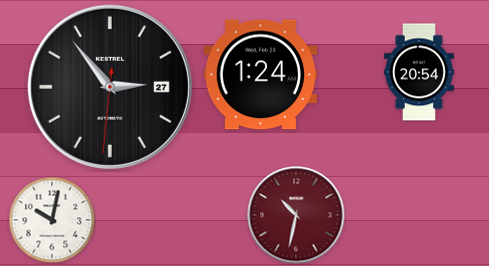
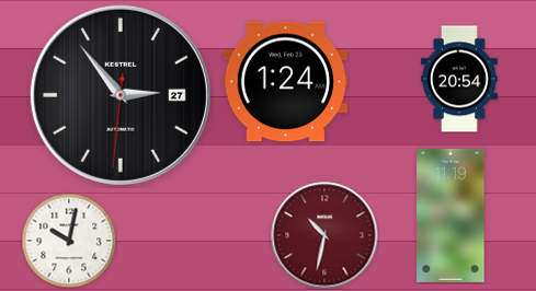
clock at (451, 216): none -> 11:19
clock at (52, 220) position: (52, 220) -> (69, 241)
